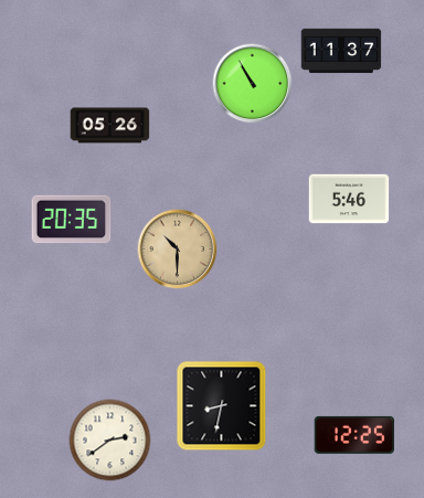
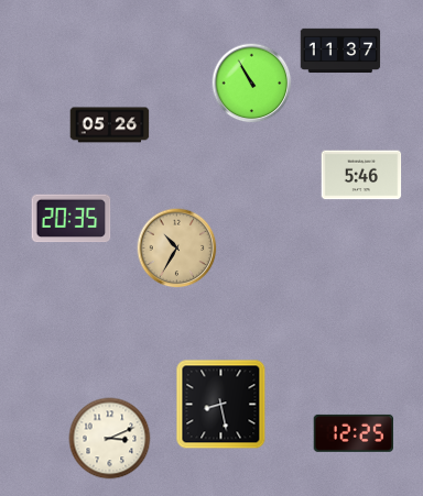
clock at (349, 199) position: (349, 199) -> (361, 175)
clock at (178, 250): 10:30 -> 10:35
clock at (222, 406): 8:32 -> 8:28
clock at (110, 441): 2:39 -> 3:11
